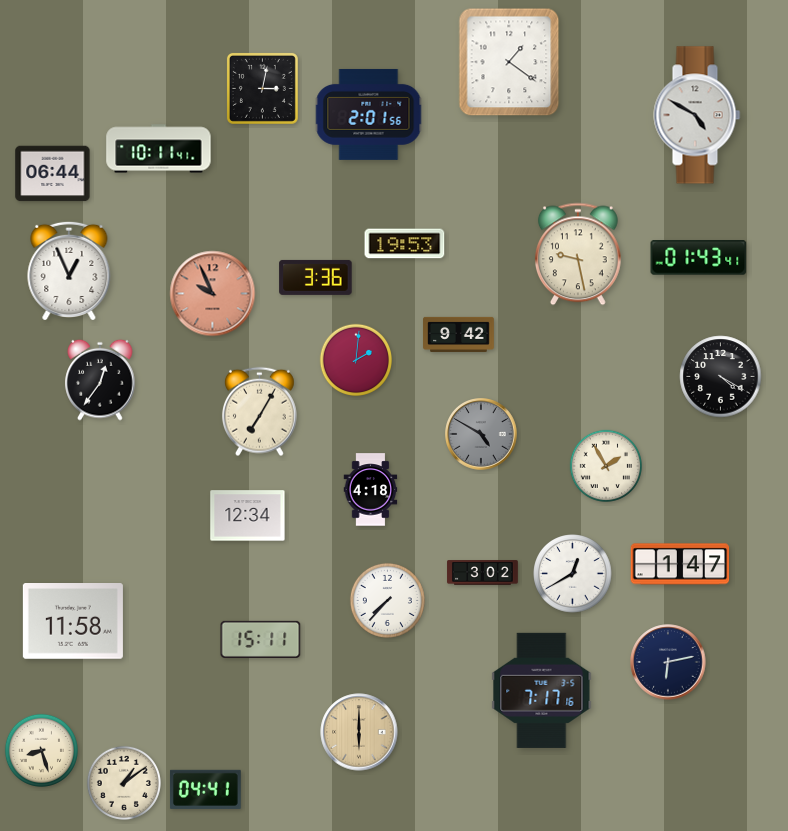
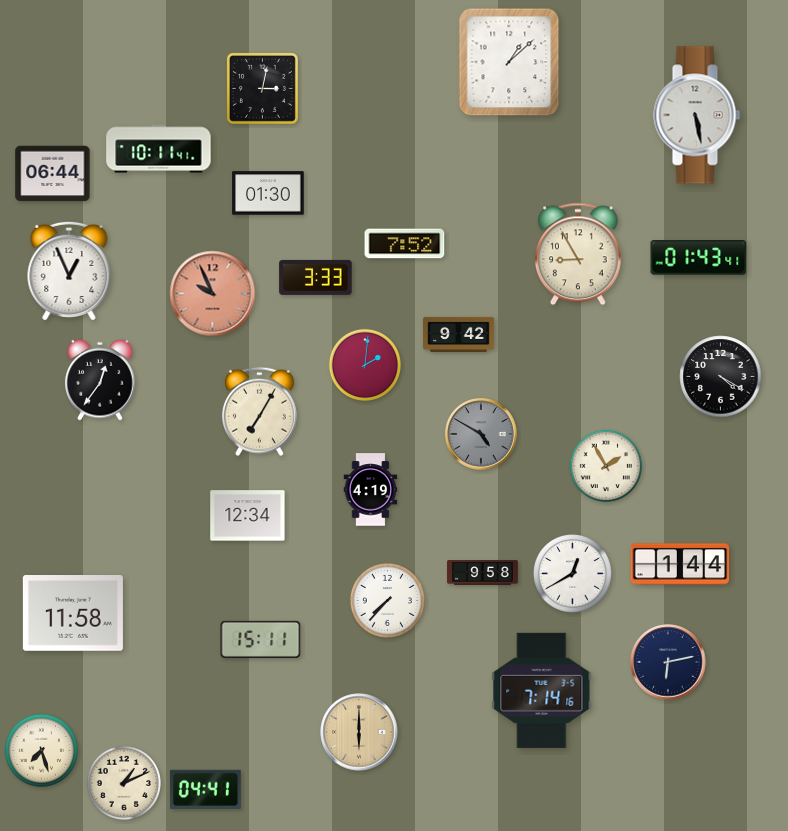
clock at (509, 62): 1:21 -> 1:08
clock at (369, 114): 2:01 -> none
clock at (697, 115): 4:50 -> 5:28
clock at (268, 193): none -> 01:30
clock at (405, 244): 19:53 -> 7:52
clock at (578, 254): 9:28 -> 8:55
clock at (316, 277): 3:36 -> 3:33
clock at (355, 359) position: (355, 359) -> (364, 364)
clock at (371, 490): 4:18 -> 4:19
clock at (680, 564): 1:47 -> 1:44
clock at (483, 573): 3:02 -> 9:58
clock at (73, 622) position: (73, 622) -> (73, 614)
clock at (542, 690): 7:17 -> 7:14
clock at (41, 750): 8:27 -> 7:27
clock at (124, 783): 1:09 -> 1:11
